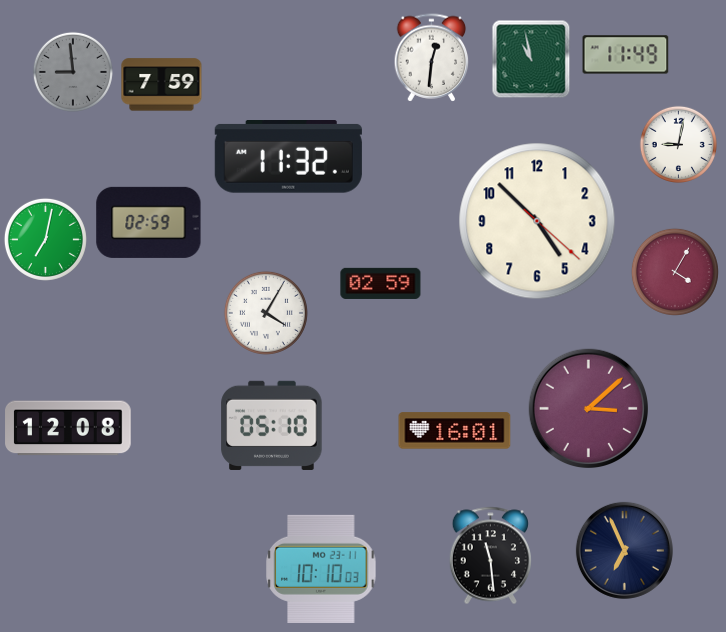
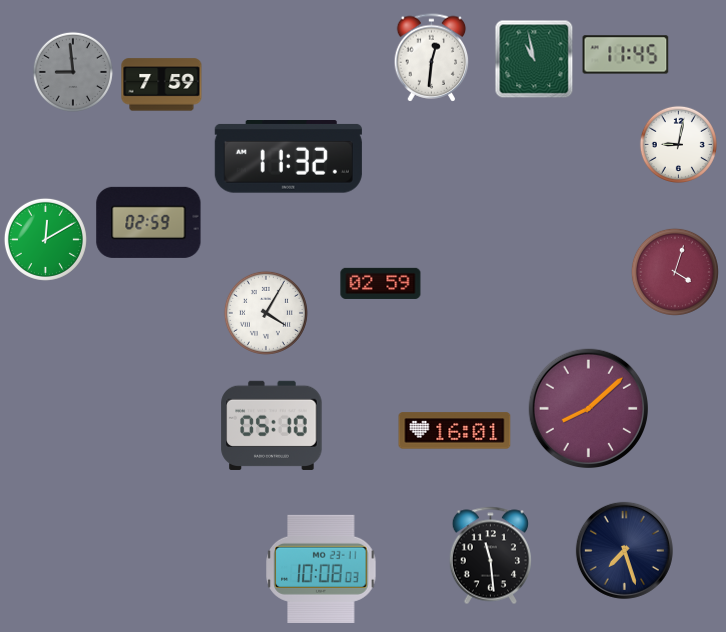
clock at (626, 55): 11:49 -> 11:45
clock at (531, 59) position: (531, 59) -> (534, 59)
clock at (537, 221): 4:52 -> none
clock at (45, 239): 7:02 -> 12:10
clock at (675, 272): 4:05 -> 4:03
clock at (588, 408): 3:08 -> 8:08
clock at (68, 428): 12:08 -> none
clock at (624, 550): 6:56 -> 7:27
clock at (321, 569): 10:10 -> 10:08
